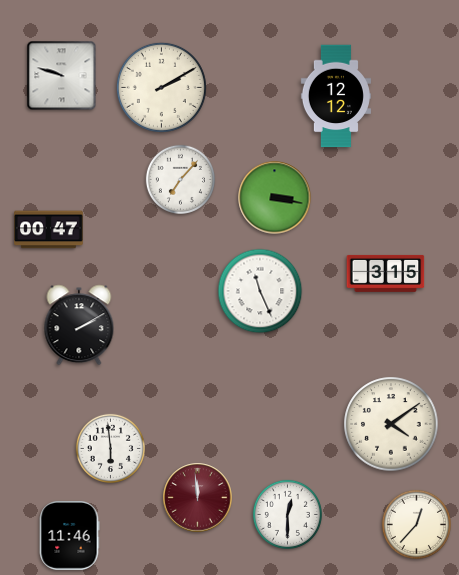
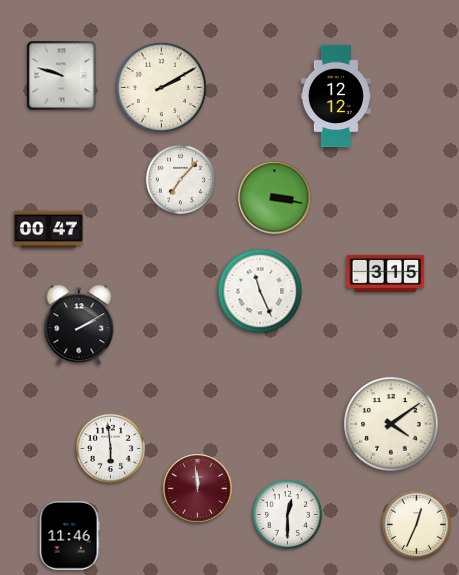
clock at (198, 498) position: (198, 498) -> (198, 489)
clock at (416, 524): 12:37 -> 12:34
